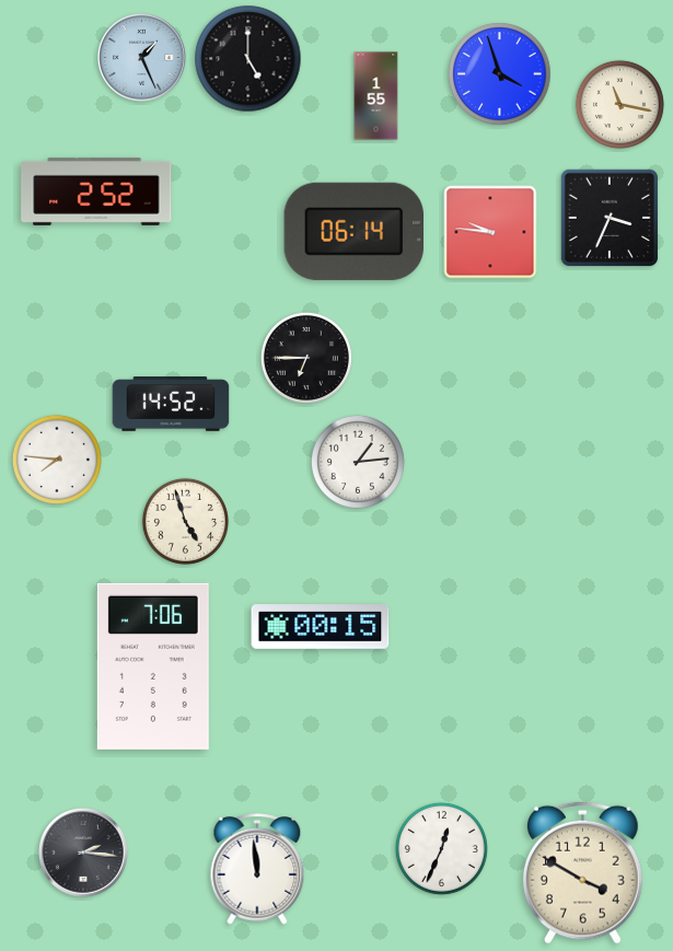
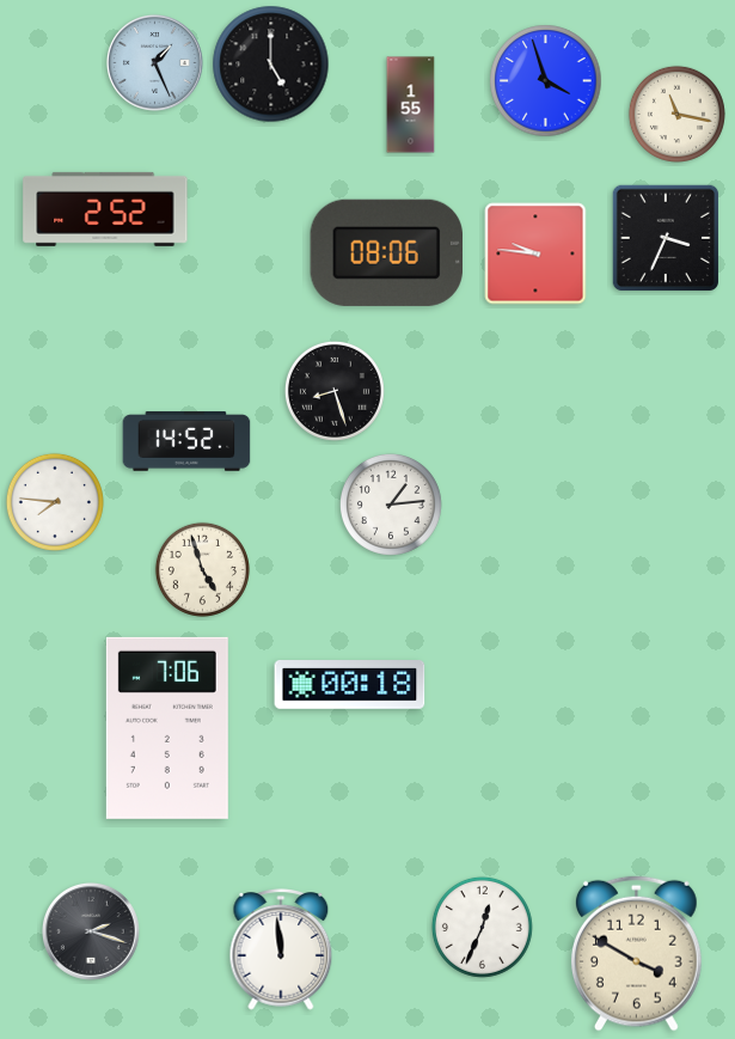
clock at (353, 231): 06:14 -> 08:06
clock at (306, 358): 6:45 -> 8:27
clock at (57, 460) position: (57, 460) -> (55, 502)
clock at (321, 627): 00:15 -> 00:18
clock at (84, 854): 2:16 -> 2:18
